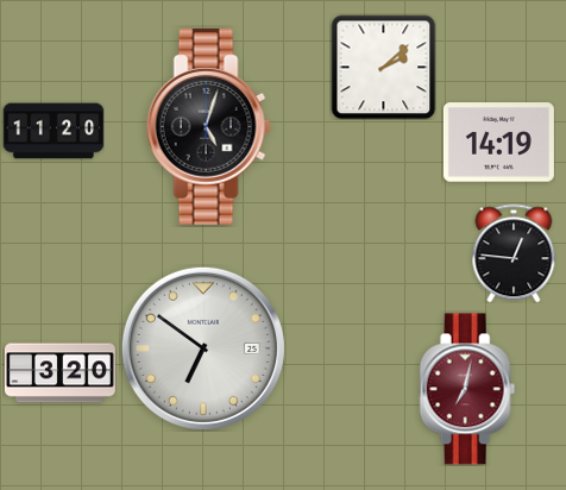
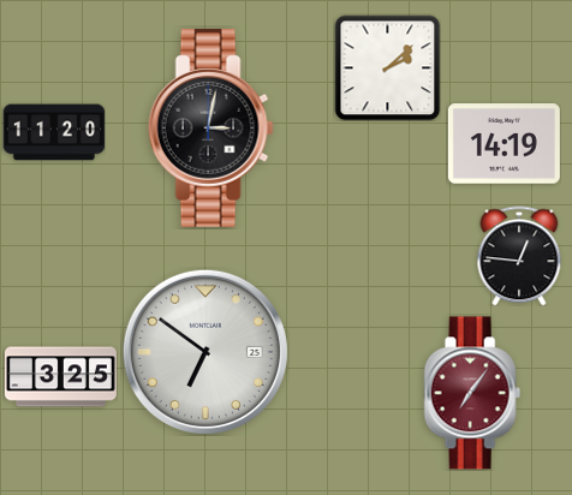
clock at (208, 127): 5:03 -> 3:02
clock at (59, 373): 3:20 -> 3:25
clock at (467, 389): 7:02 -> 7:06
